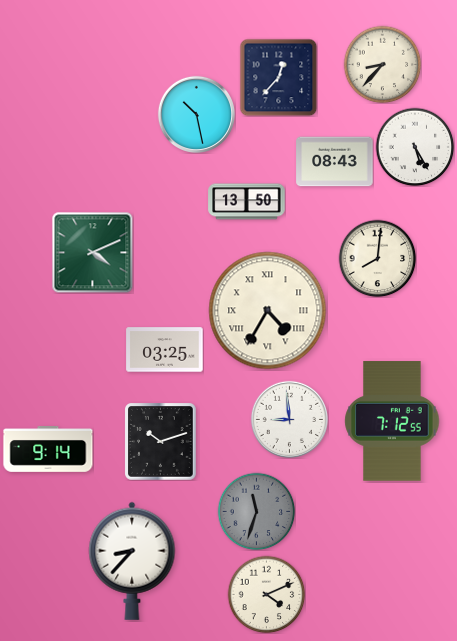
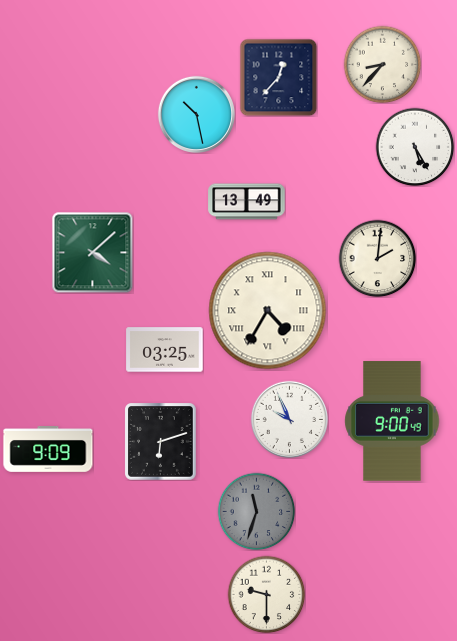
clock at (335, 162): 08:43 -> none
clock at (247, 202): 13:50 -> 13:49
clock at (92, 252): 4:11 -> 4:08
clock at (377, 258): 8:01 -> 2:01
clock at (289, 419): 8:59 -> 9:56
clock at (392, 421): 7:12 -> 9:00
clock at (161, 442): 10:12 -> 6:12
clock at (48, 450): 9:14 -> 9:09
clock at (132, 561): 8:37 -> none
clock at (266, 594): 4:11 -> 9:30
